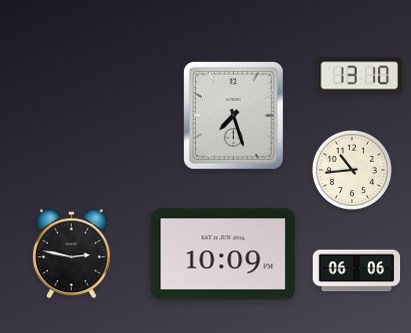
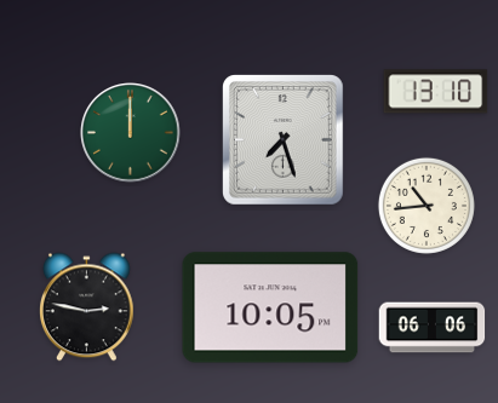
clock at (131, 133): none -> 12:00
clock at (223, 254): 10:09 -> 10:05
